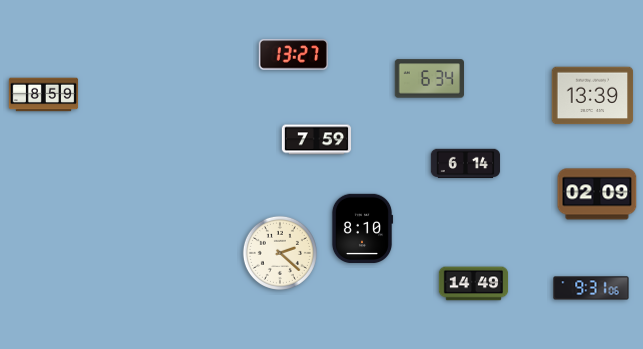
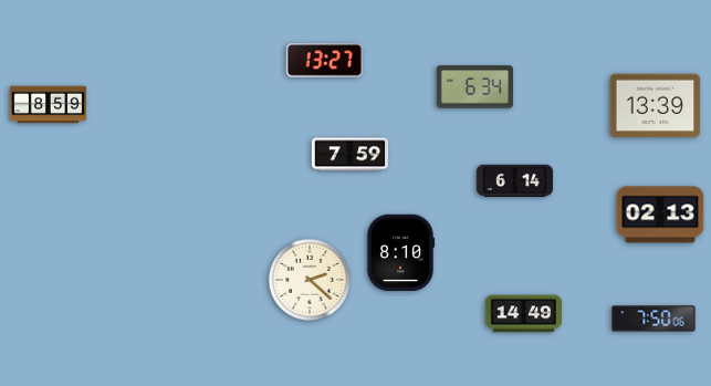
clock at (597, 194): 02:09 -> 02:13
clock at (591, 288): 9:31 -> 7:50
